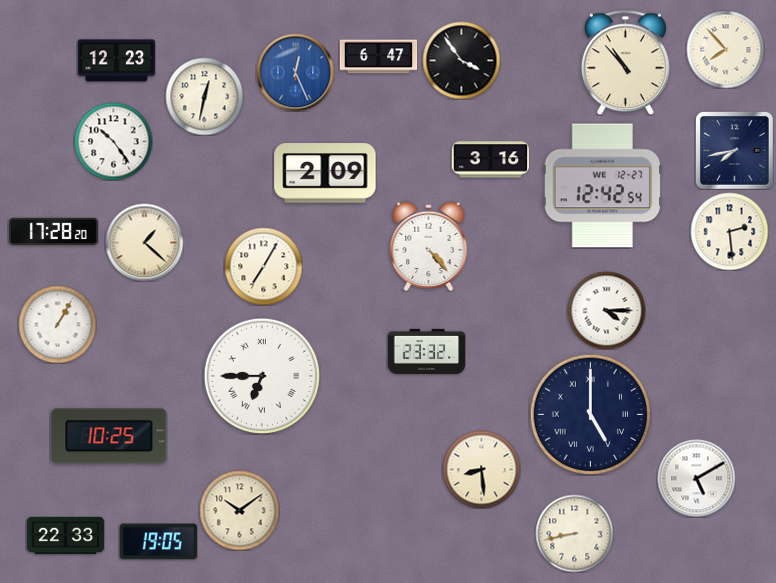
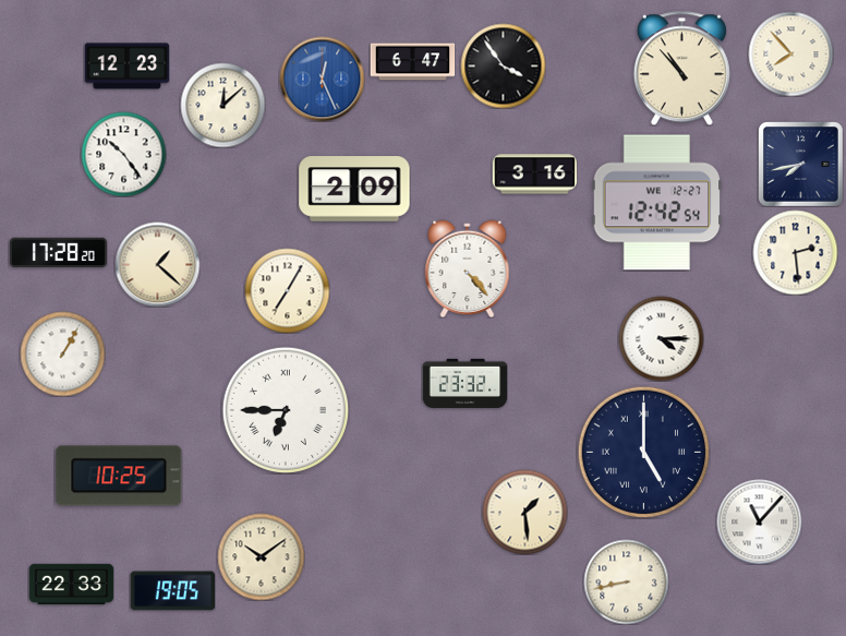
clock at (204, 96): 12:32 -> 12:08
clock at (481, 469): 8:29 -> 1:29
clock at (696, 478): 5:10 -> 11:07
